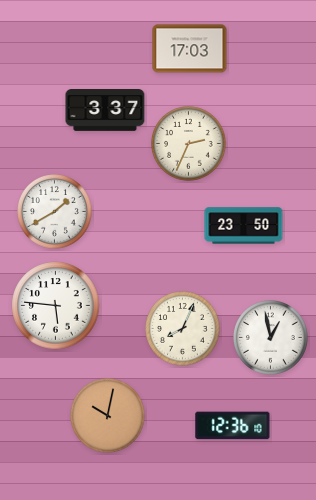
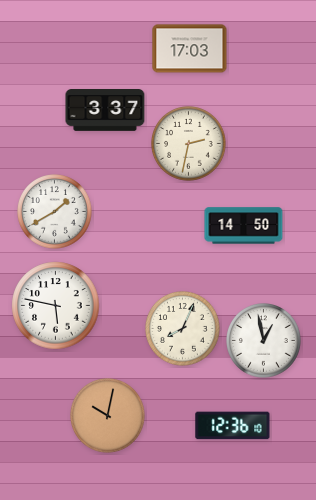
clock at (189, 144): 2:34 -> 2:32
clock at (244, 226): 23:50 -> 14:50
clock at (56, 306): 5:46 -> 5:47
clock at (271, 338) position: (271, 338) -> (264, 341)
